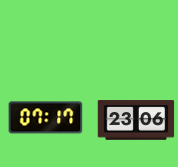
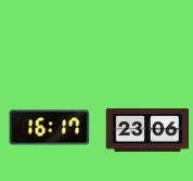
clock at (46, 118): 07:17 -> 16:17
